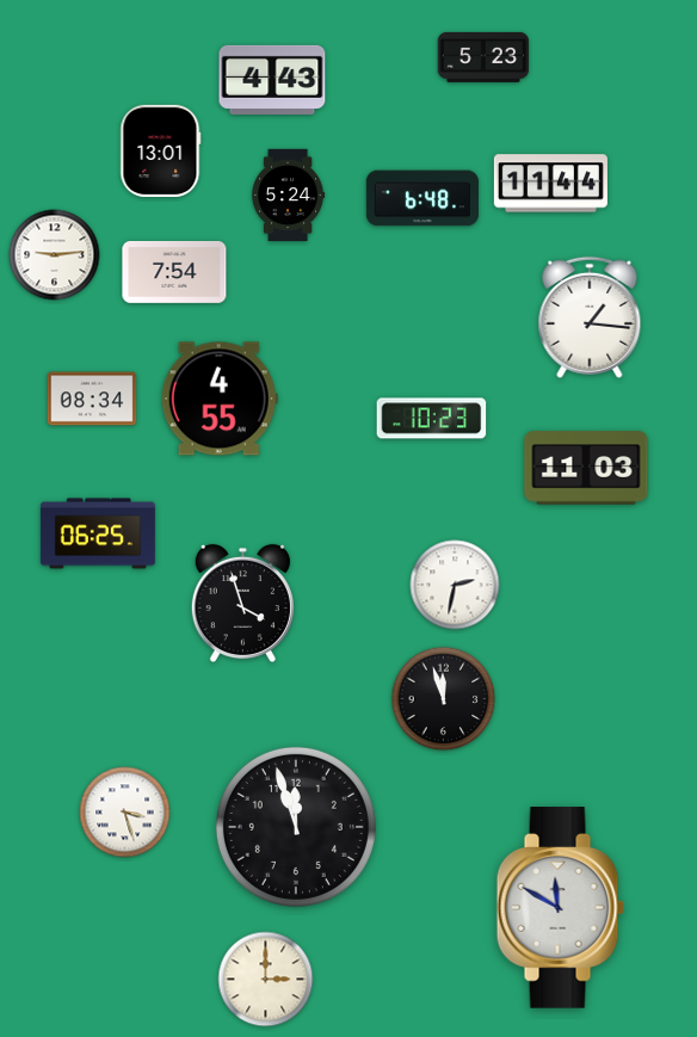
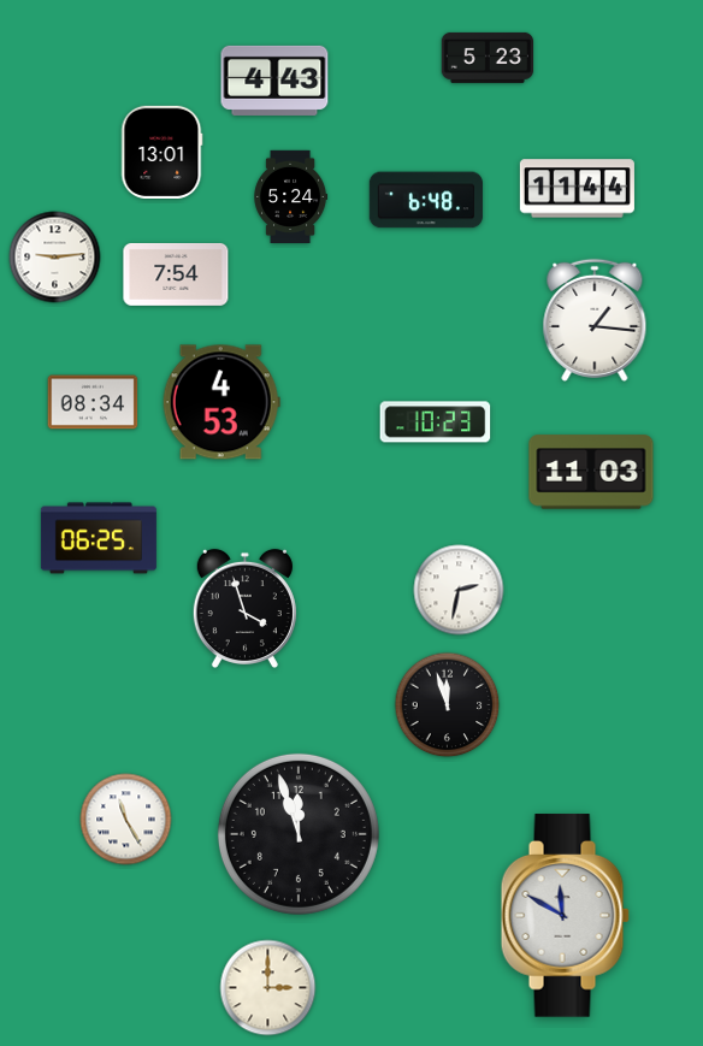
clock at (550, 184) position: (550, 184) -> (577, 189)
clock at (220, 399): 4:55 -> 4:53
clock at (125, 813): 3:27 -> 11:25
